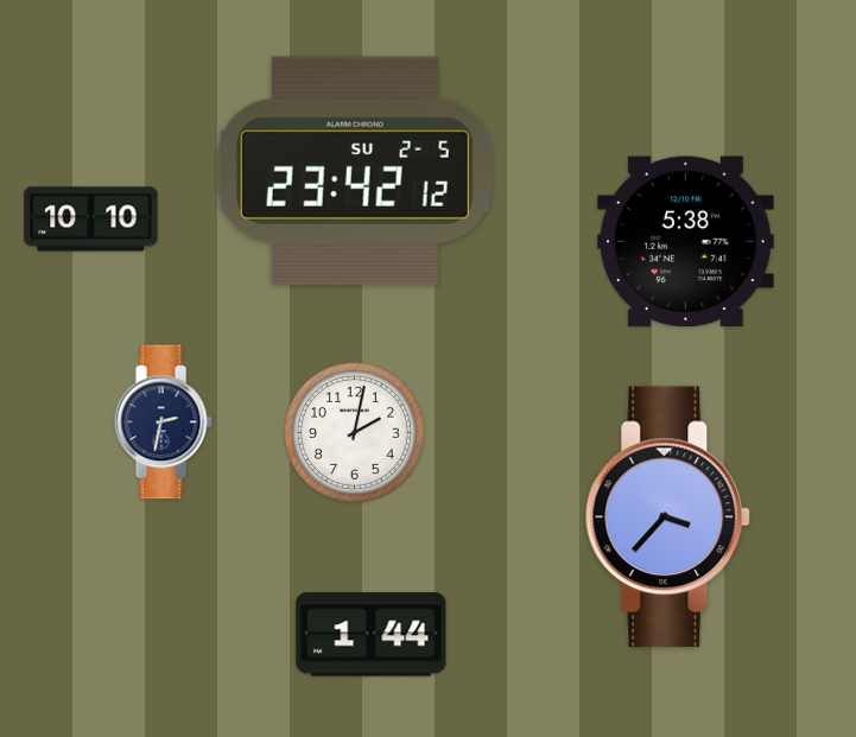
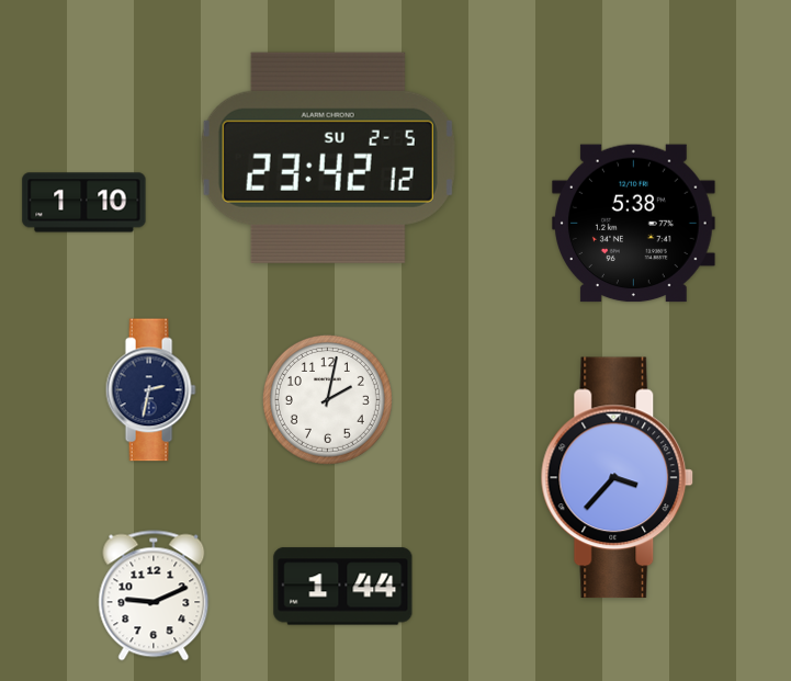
clock at (91, 220): 10:10 -> 1:10
clock at (154, 595): none -> 9:11
